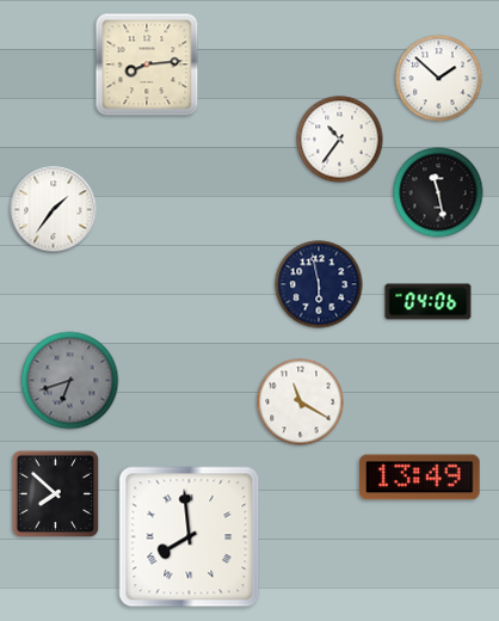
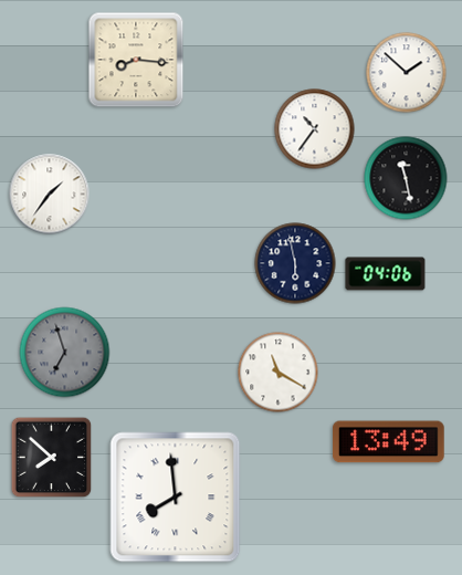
clock at (147, 64): 8:14 -> 8:16
clock at (429, 302) position: (429, 302) -> (386, 274)
clock at (70, 381): 6:42 -> 6:57
